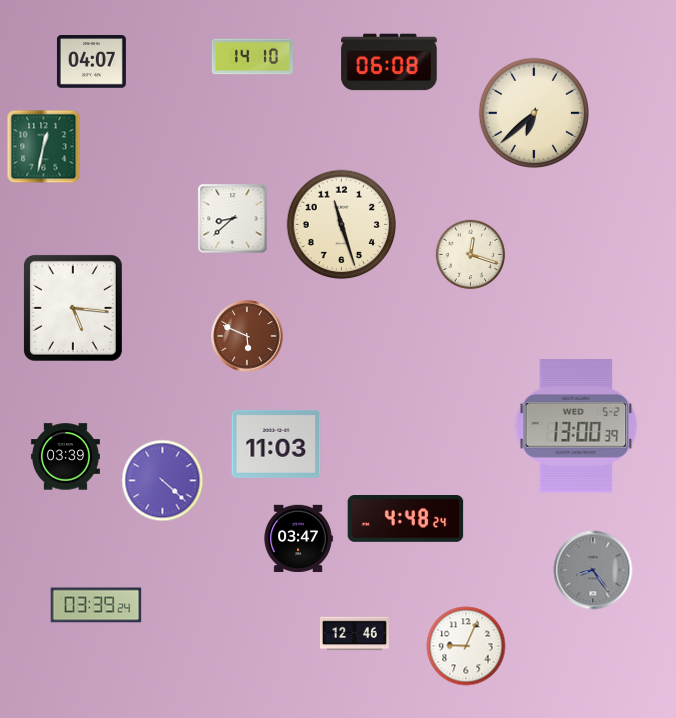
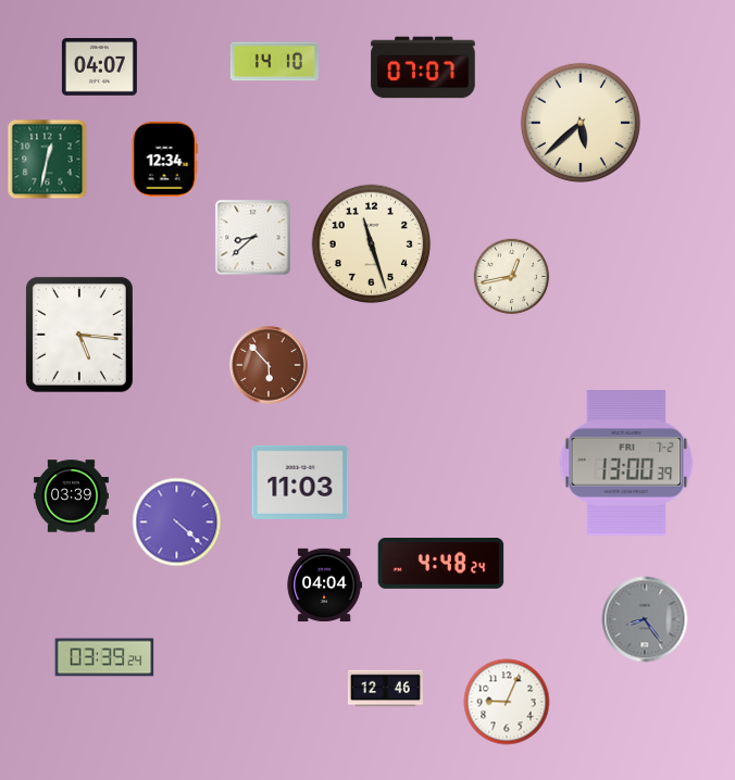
clock at (389, 62): 06:08 -> 07:07
clock at (533, 112): 6:38 -> 5:38
clock at (164, 159): none -> 12:34
clock at (471, 255): 12:18 -> 12:43
clock at (247, 336): 5:49 -> 5:53
clock at (576, 426) date: WED 5-2 -> FRI 7-2
clock at (298, 539): 03:47 -> 04:04
